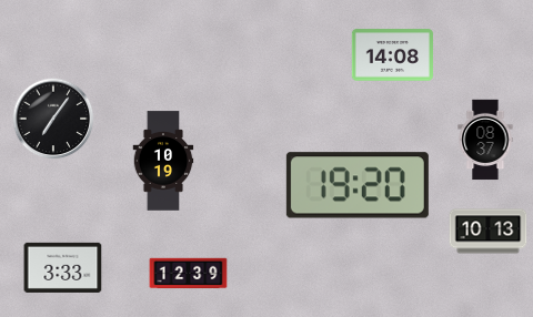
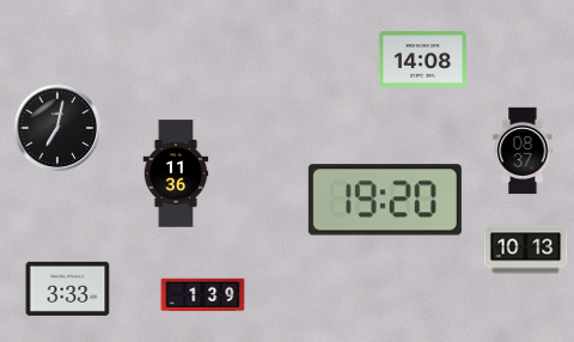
clock at (53, 119): 7:06 -> 7:02
clock at (163, 161): 10:19 -> 11:36
clock at (189, 274): 12:39 -> 1:39
